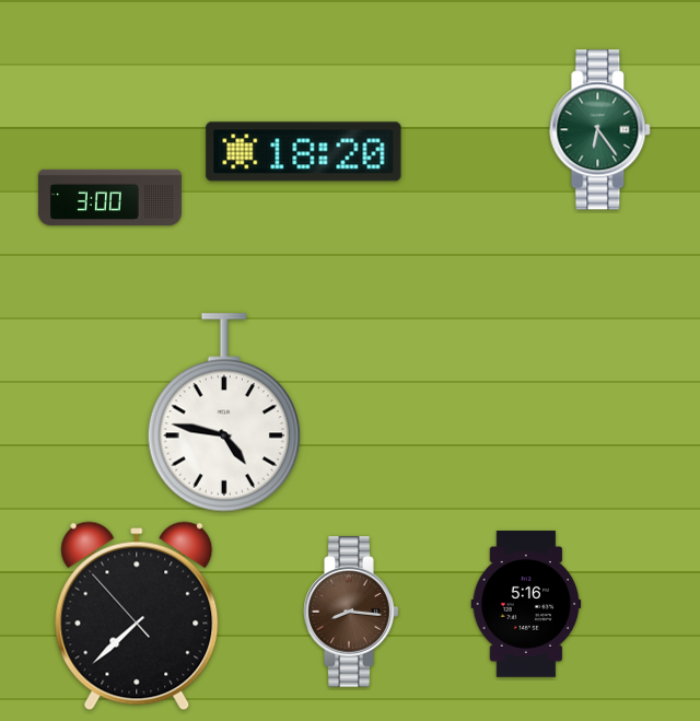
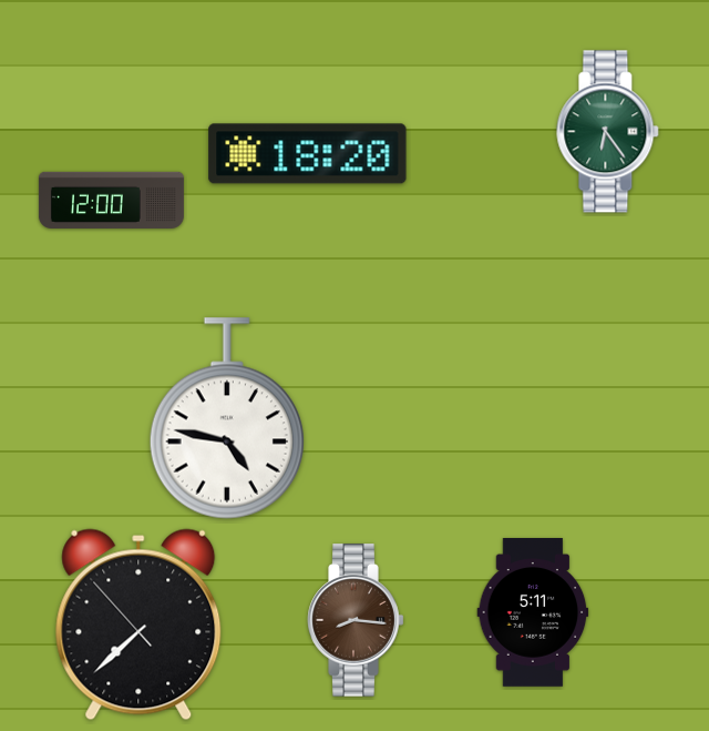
clock at (109, 197): 3:00 -> 12:00
clock at (526, 605): 5:16 -> 5:11
